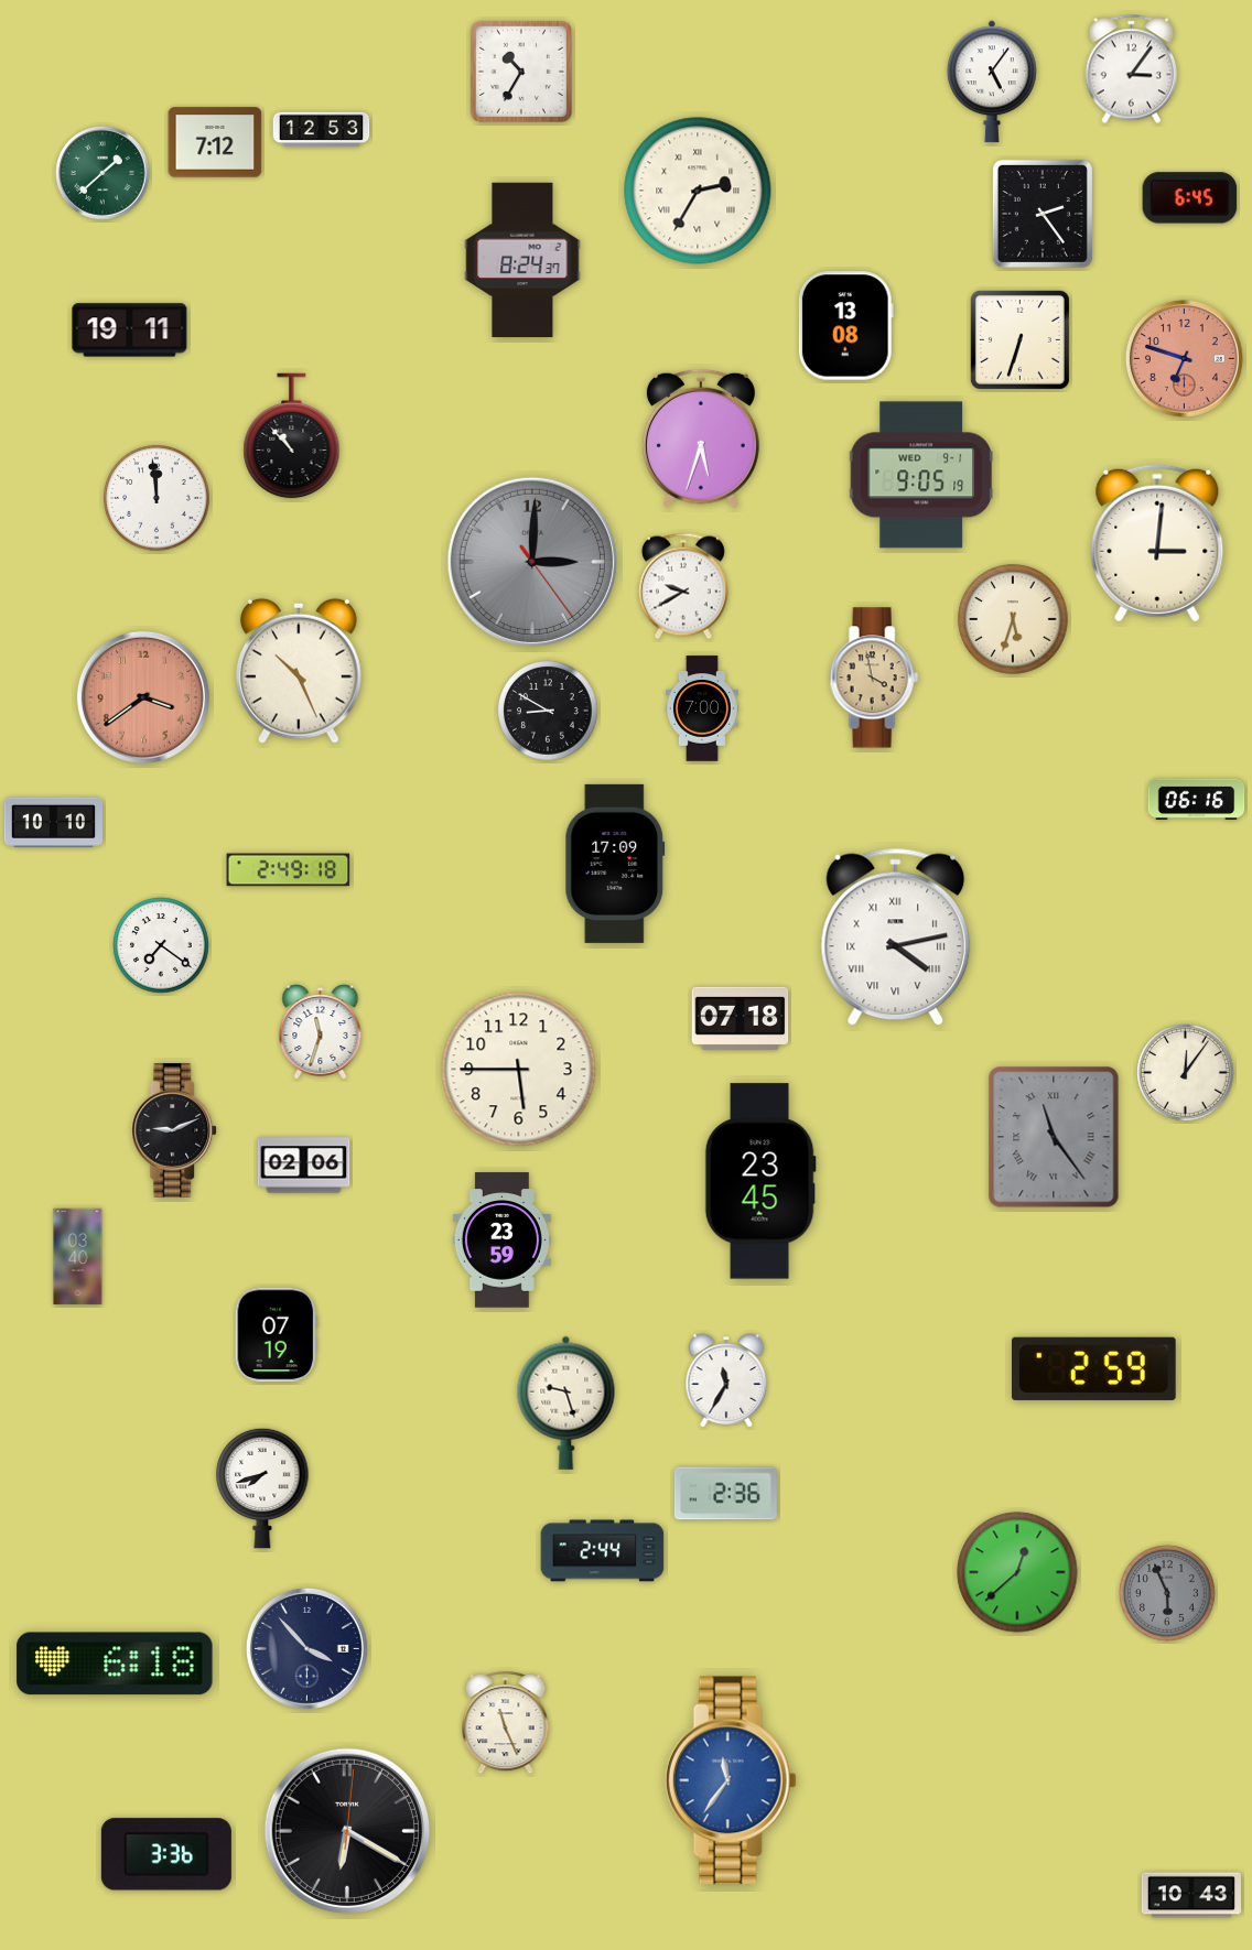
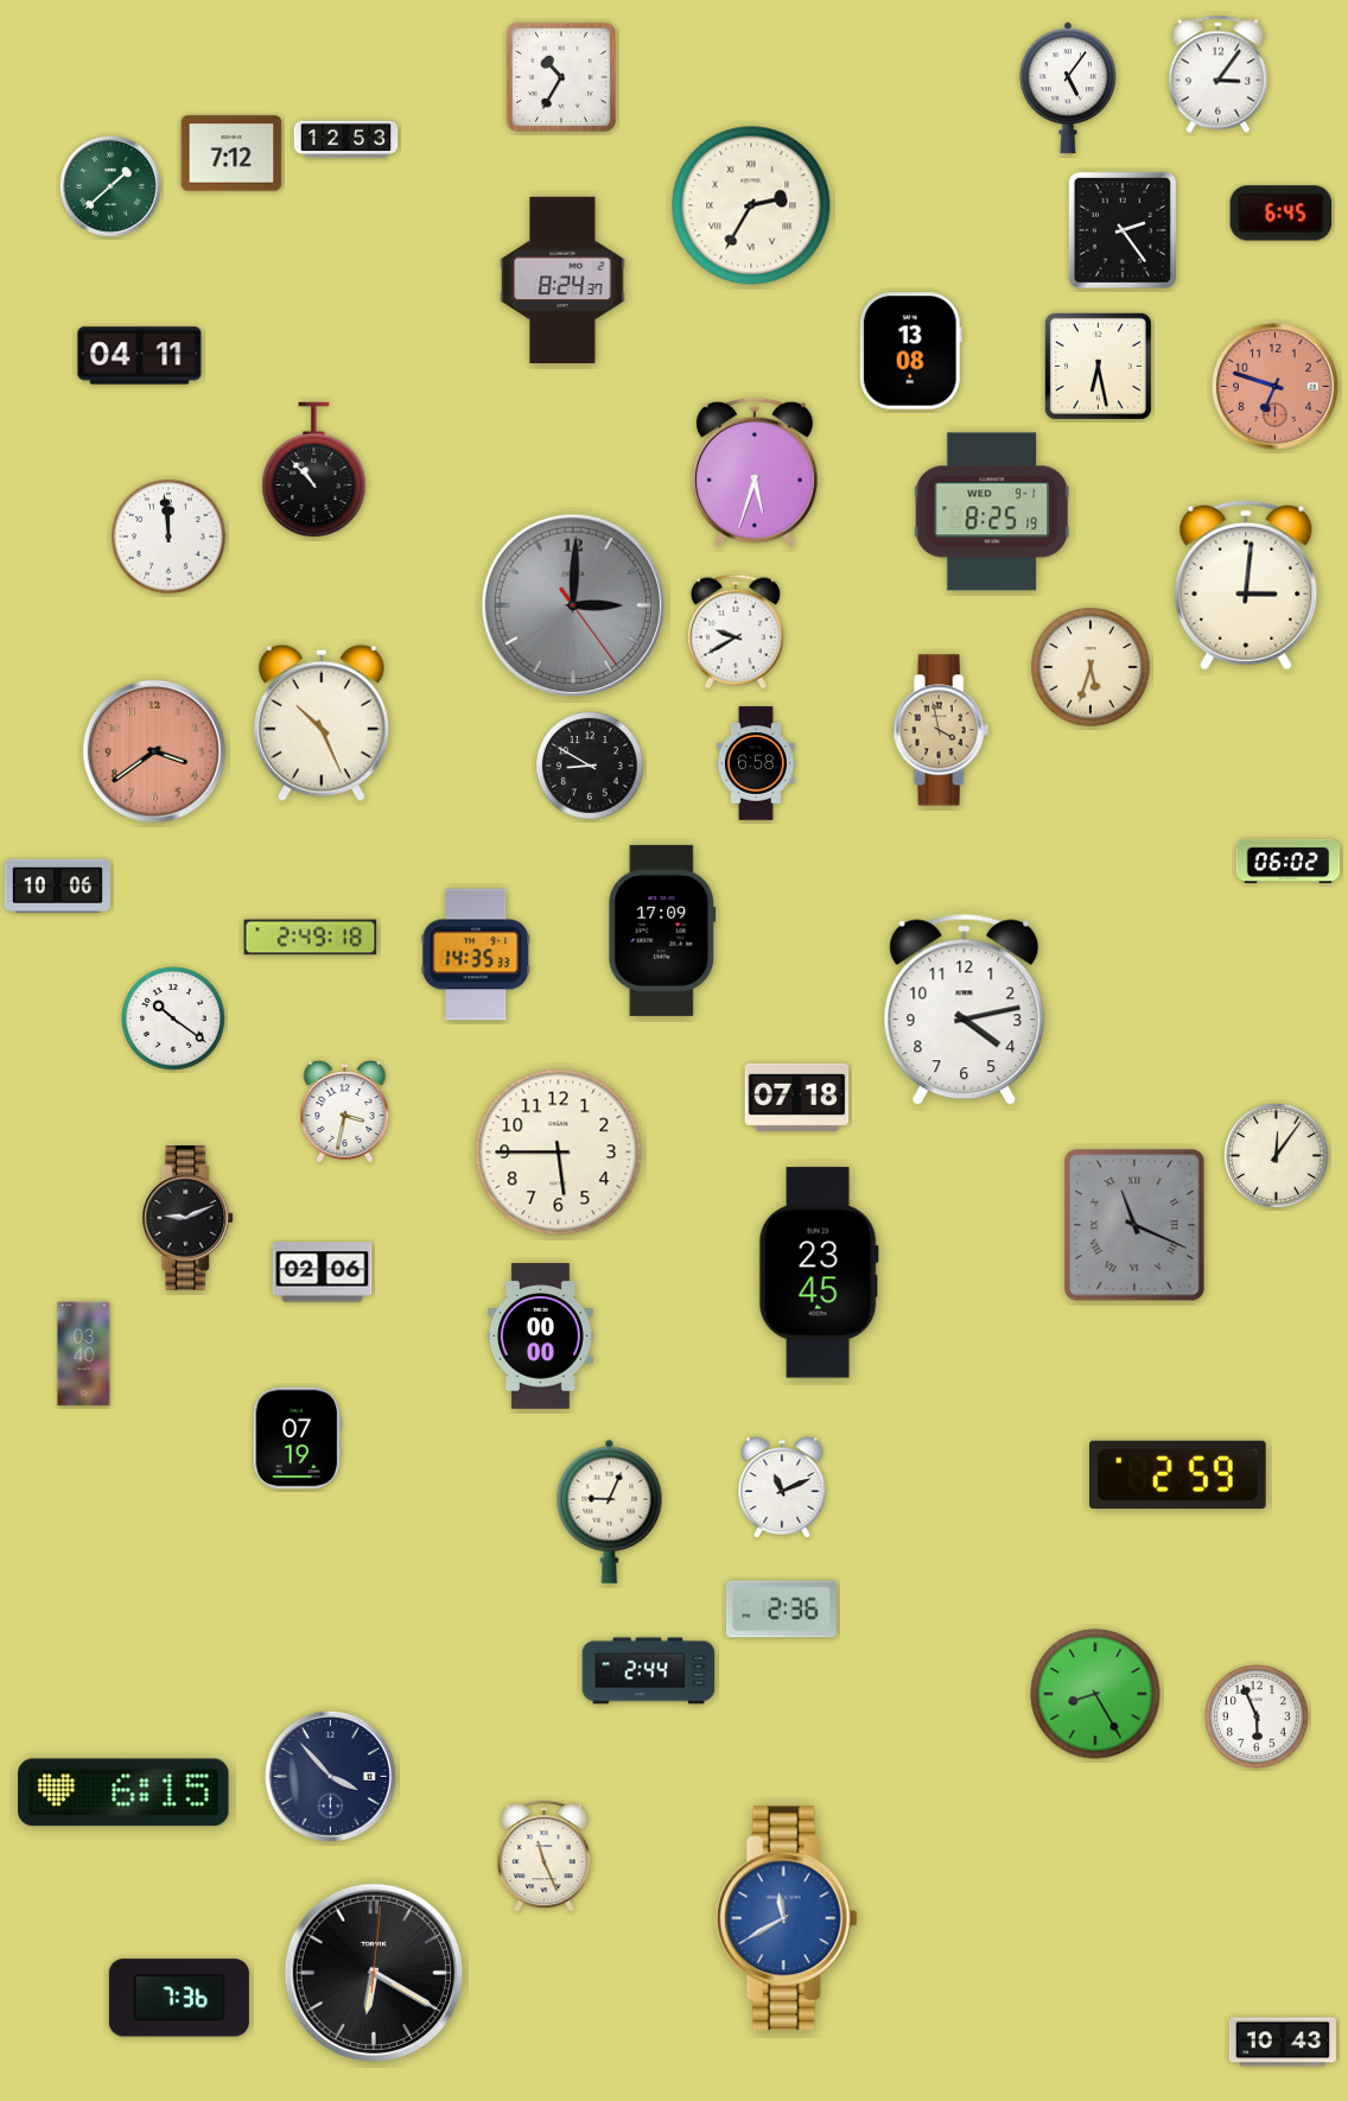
clock at (130, 331): 19:11 -> 04:11
clock at (1019, 339): 6:33 -> 6:28
clock at (921, 475): 9:05 -> 8:25
clock at (702, 708): 7:00 -> 6:58
clock at (1197, 799): 06:16 -> 06:02
clock at (53, 822): 10:10 -> 10:06
clock at (476, 954): none -> 14:35
clock at (896, 938) numerals: Roman -> Arabic
clock at (161, 945): 7:21 -> 10:21
clock at (321, 1032): 11:33 -> 3:32
clock at (1054, 1137): 11:24 -> 11:19
clock at (304, 1166) position: (304, 1166) -> (323, 1272)
clock at (501, 1241): 23:59 -> 00:00
clock at (726, 1380): 11:35 -> 11:11
clock at (566, 1402): 9:27 -> 9:04
clock at (262, 1488): 7:42 -> none
clock at (1017, 1572): 12:38 -> 8:25
clock at (1167, 1593) dial: grey -> white
clock at (115, 1664): 6:18 -> 6:15
clock at (731, 1780): 11:36 -> 11:40
clock at (166, 1854): 3:36 -> 7:36
